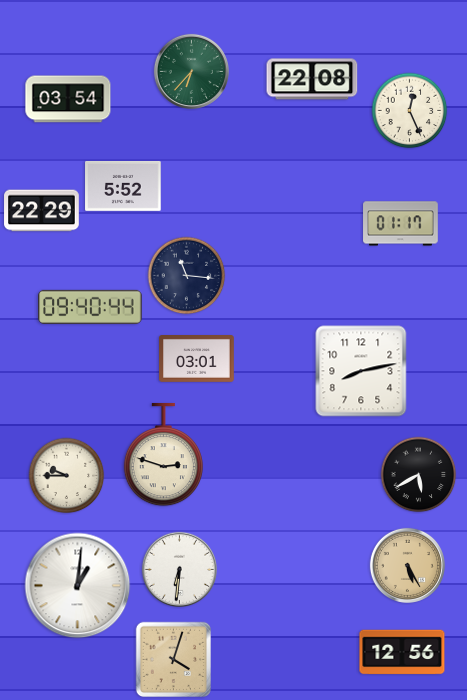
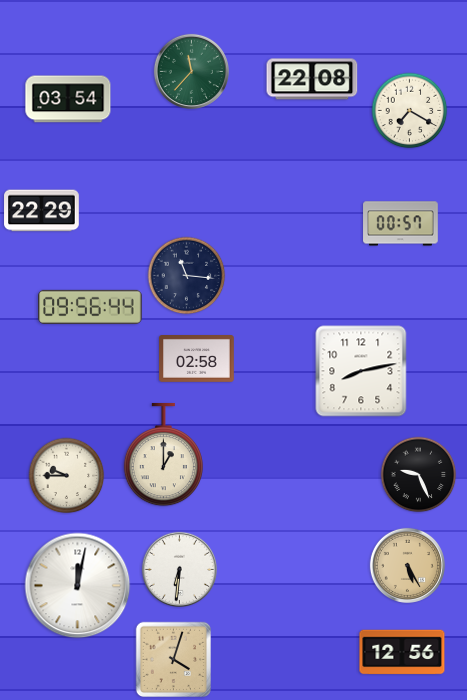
clock at (191, 71): 6:37 -> 11:37
clock at (410, 111): 12:26 -> 7:20
clock at (123, 186): 5:52 -> none
clock at (401, 224): 01:17 -> 00:57
clock at (90, 307): 09:40 -> 09:56
clock at (197, 359): 03:01 -> 02:58
clock at (163, 455): 2:48 -> 1:00
clock at (419, 475): 5:40 -> 9:26
clock at (78, 586): 1:01 -> 12:02
